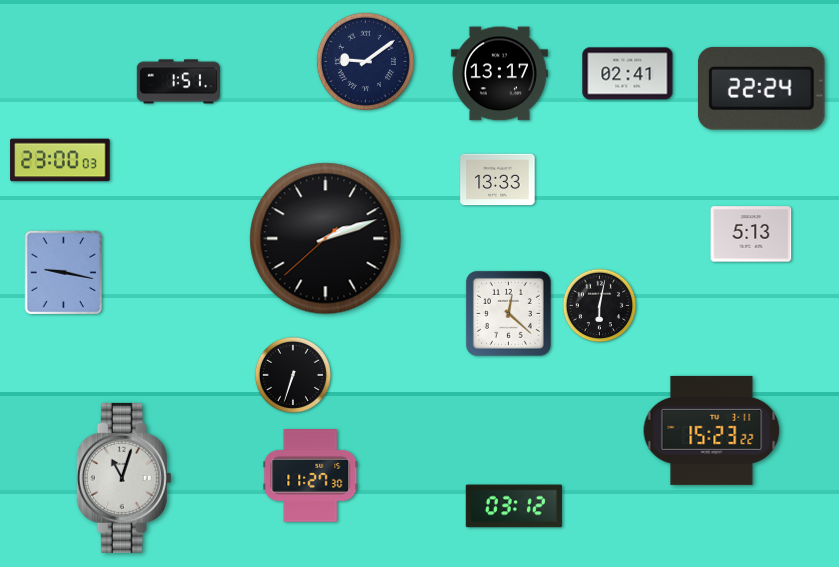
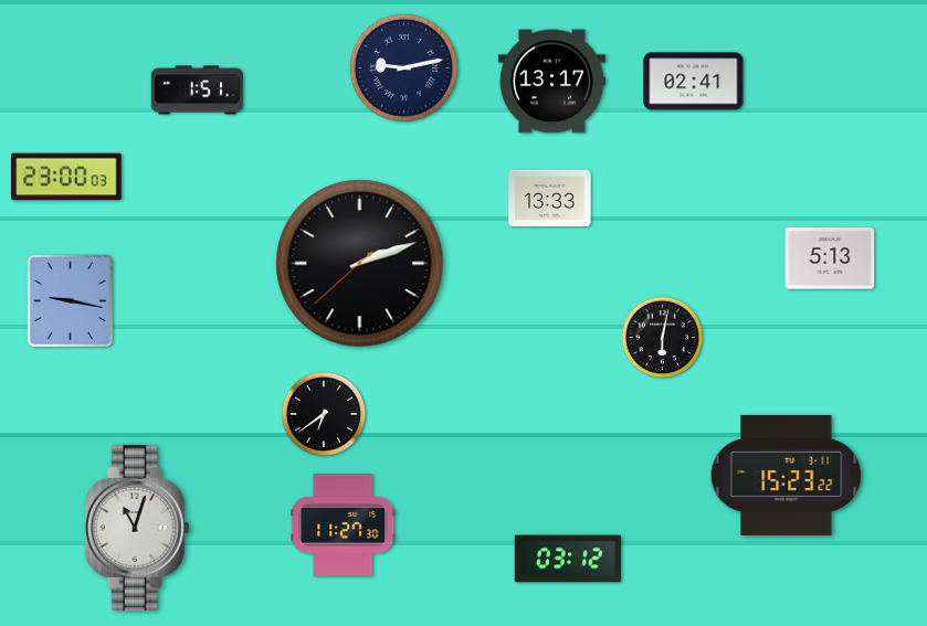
clock at (365, 61): 9:09 -> 9:13
clock at (762, 88): 22:24 -> none
clock at (508, 313): 12:22 -> none
clock at (293, 375): 6:33 -> 6:39
